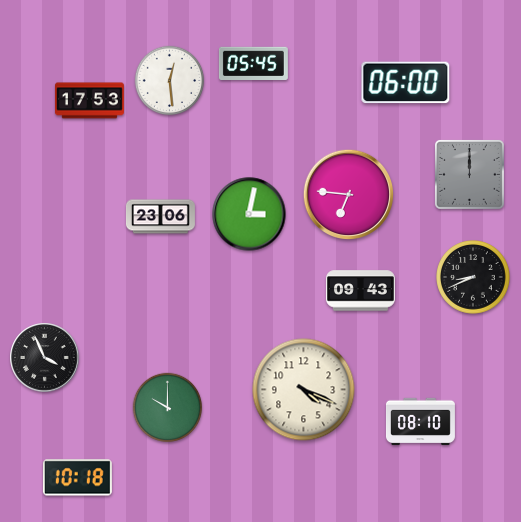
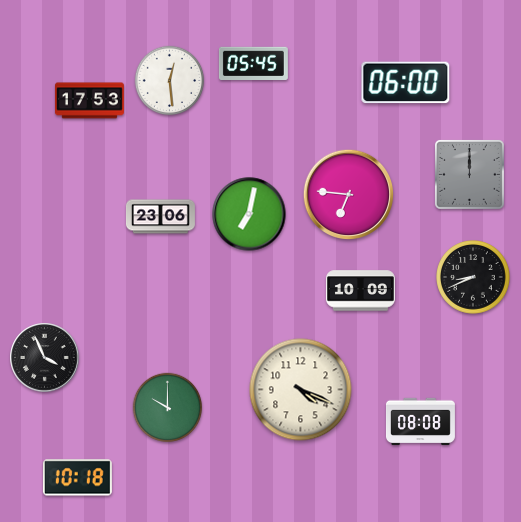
clock at (249, 214): 3:02 -> 7:02
clock at (360, 291): 09:43 -> 10:09
clock at (304, 390) position: (304, 390) -> (301, 390)
clock at (420, 422): 08:10 -> 08:08
